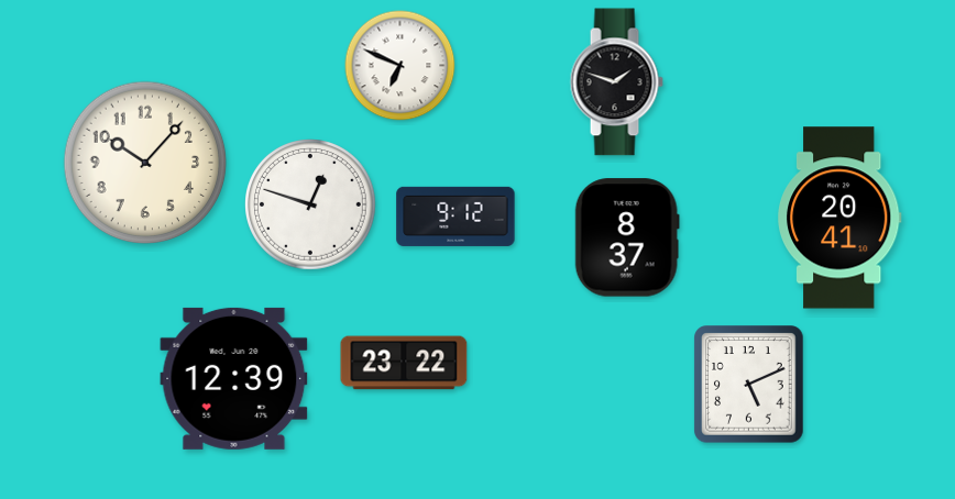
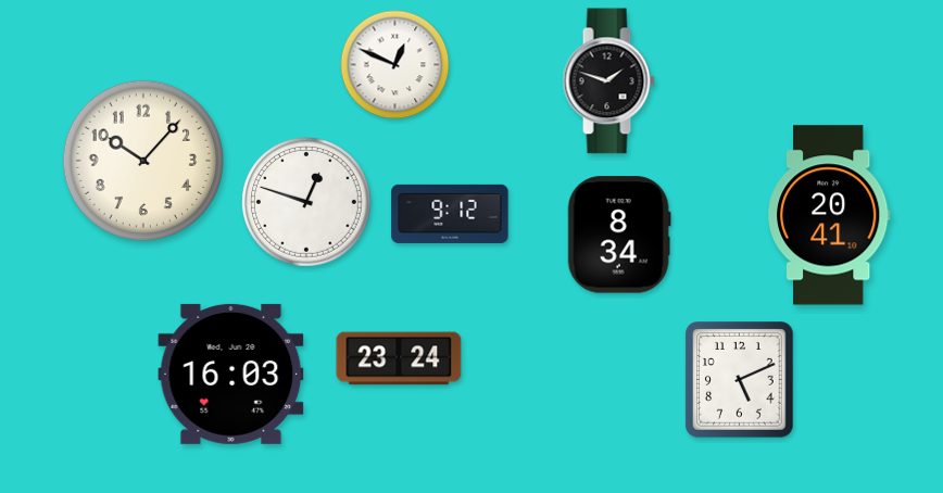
clock at (400, 66): 6:49 -> 12:49
clock at (627, 237): 8:37 -> 8:34
clock at (404, 363): 23:22 -> 23:24
clock at (234, 378): 12:39 -> 16:03
